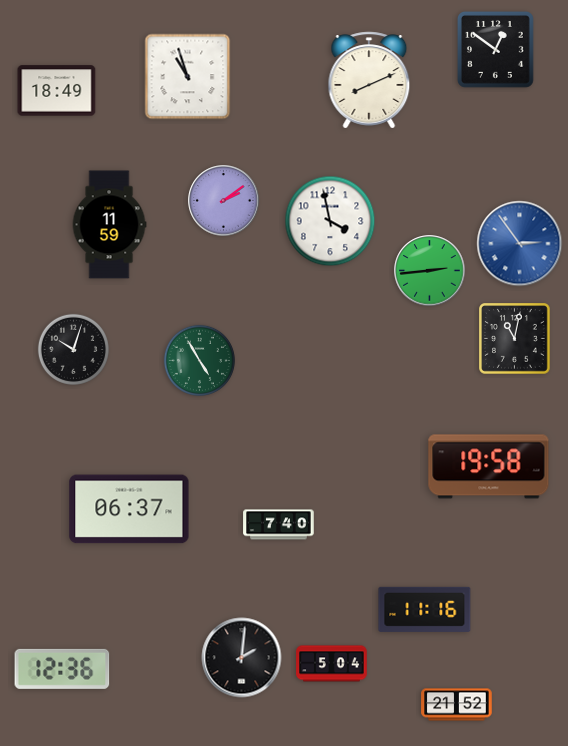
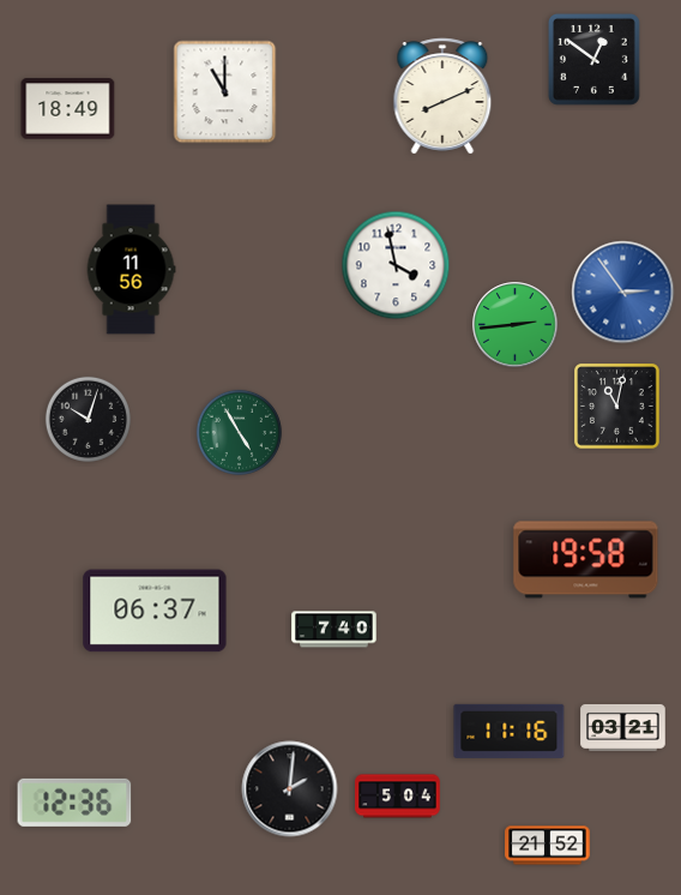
clock at (188, 77): 10:57 -> 11:00
clock at (224, 201): 2:09 -> none
clock at (109, 225): 11:59 -> 11:56
clock at (623, 727): none -> 03:21
